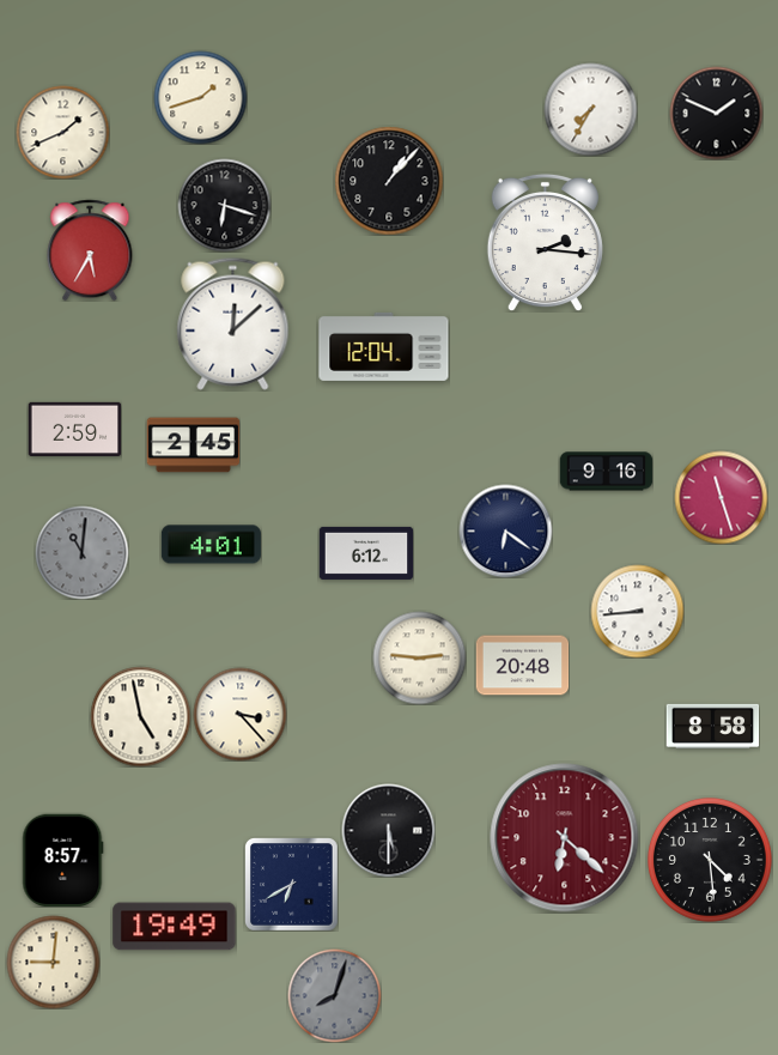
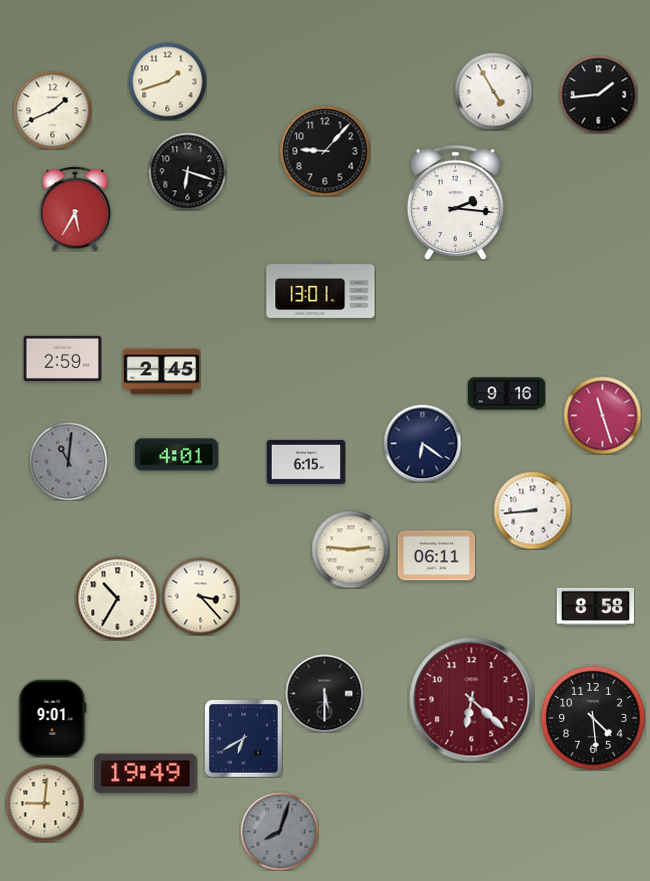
clock at (590, 109): 7:35 -> 4:55
clock at (716, 113): 1:49 -> 1:44
clock at (389, 181): 1:07 -> 9:07
clock at (233, 323): 12:08 -> none
clock at (384, 346): 12:04 -> 13:01
clock at (366, 553): 6:12 -> 6:15
clock at (522, 666): 20:48 -> 06:11
clock at (140, 716): 4:58 -> 10:35
clock at (63, 860): 8:57 -> 9:01
